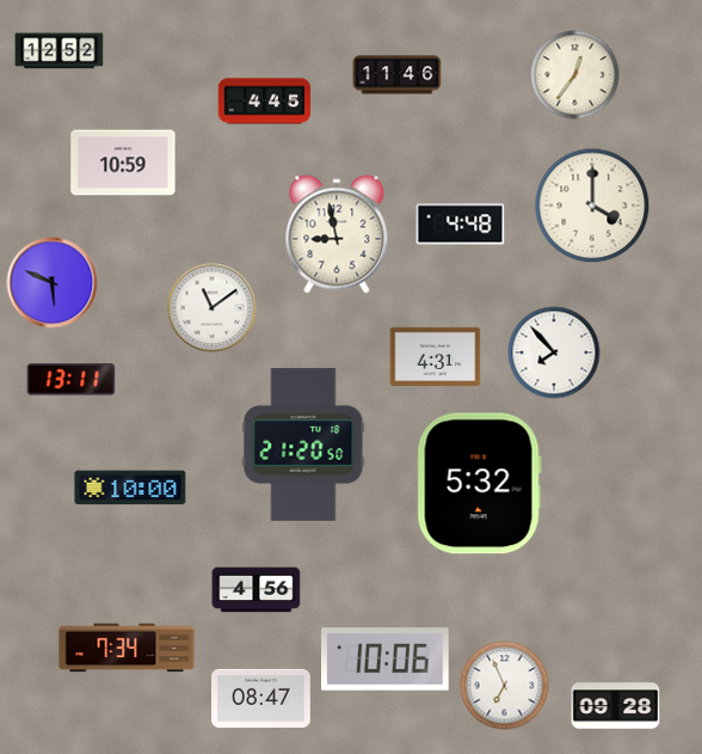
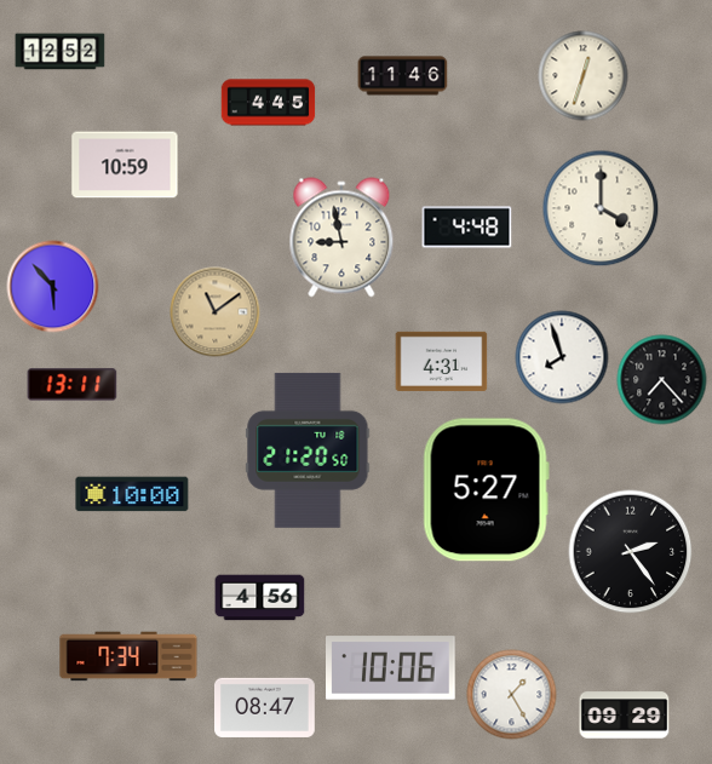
clock at (575, 75): 12:36 -> 12:33
clock at (53, 283): 5:49 -> 5:53
clock at (213, 308) dial: white -> champagne
clock at (554, 353): 7:53 -> 7:57
clock at (662, 380): none -> 7:23
clock at (479, 484): 5:32 -> 5:27
clock at (631, 552): none -> 2:24
clock at (505, 686): 6:56 -> 1:25
clock at (616, 706): 09:28 -> 09:29
